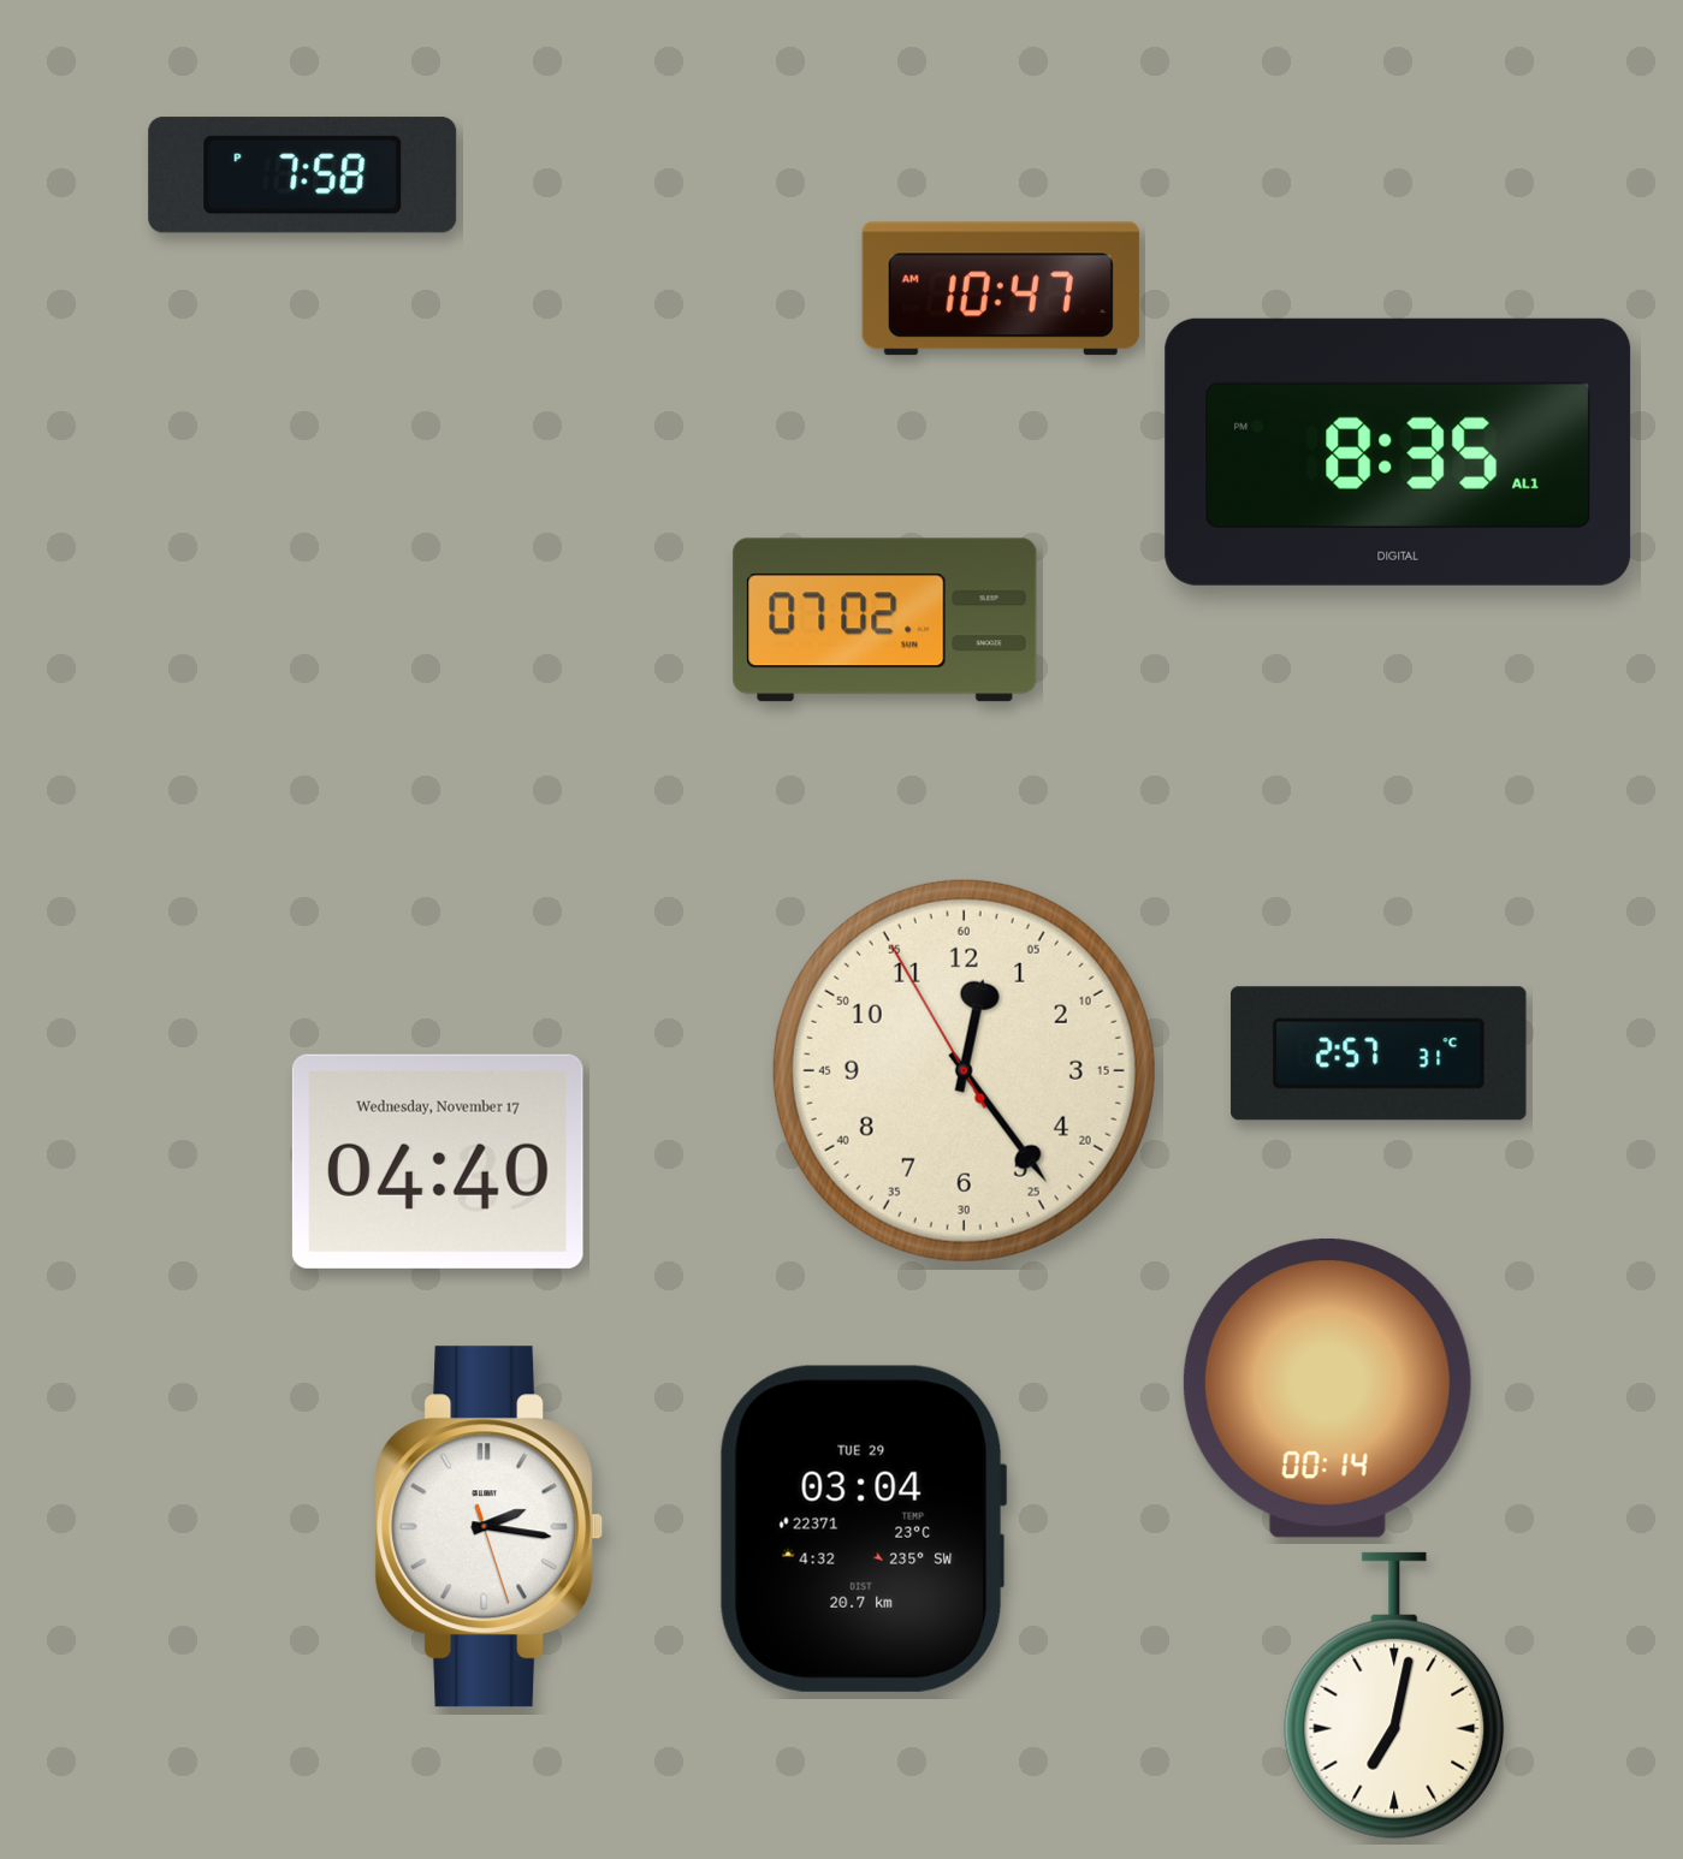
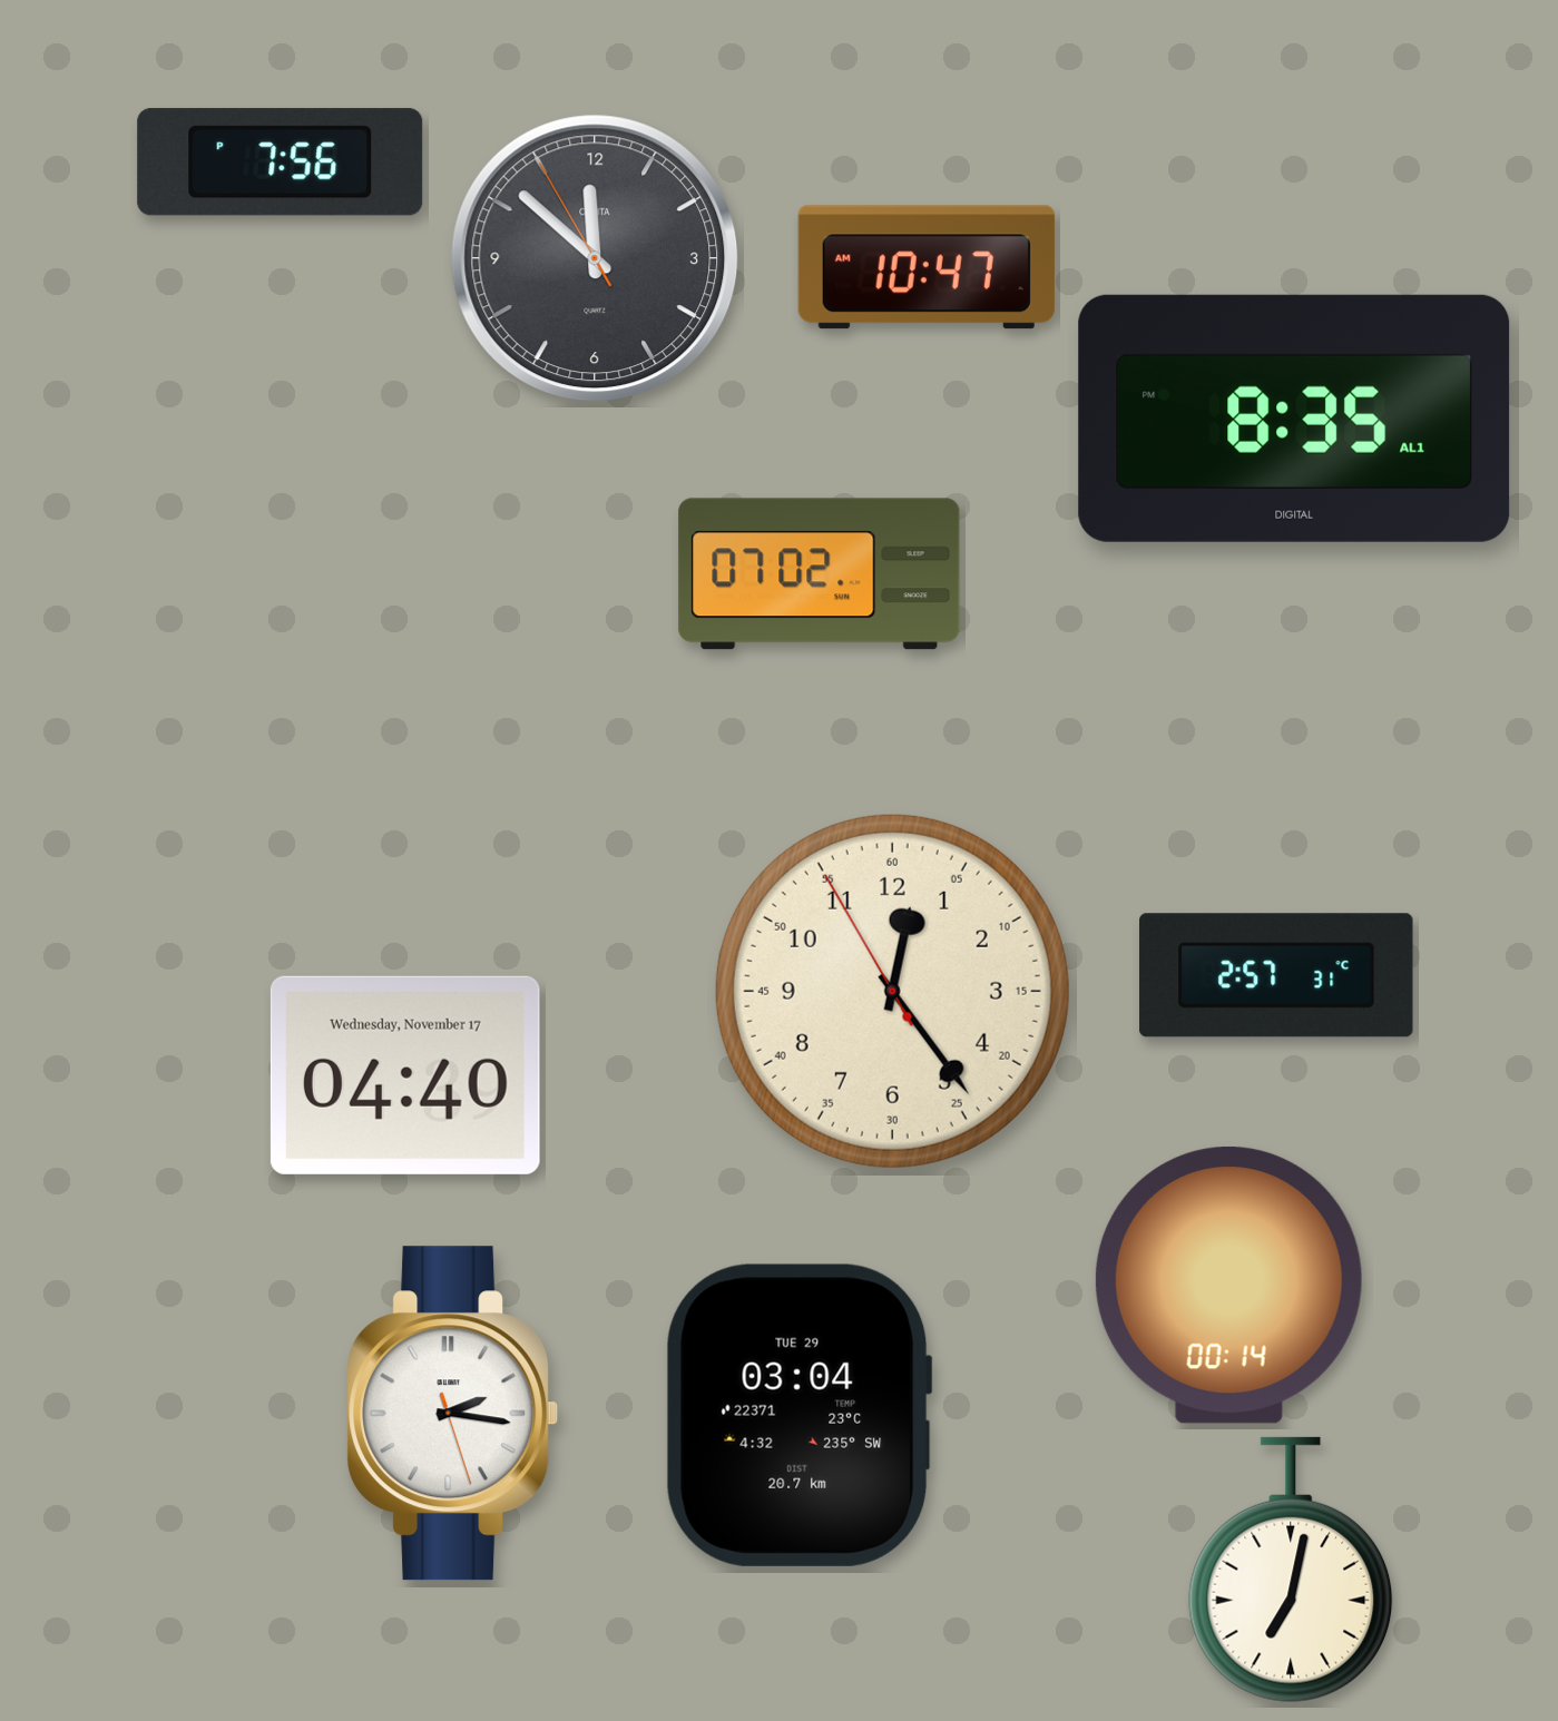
clock at (303, 176): 7:58 -> 7:56
clock at (595, 258): none -> 11:51
